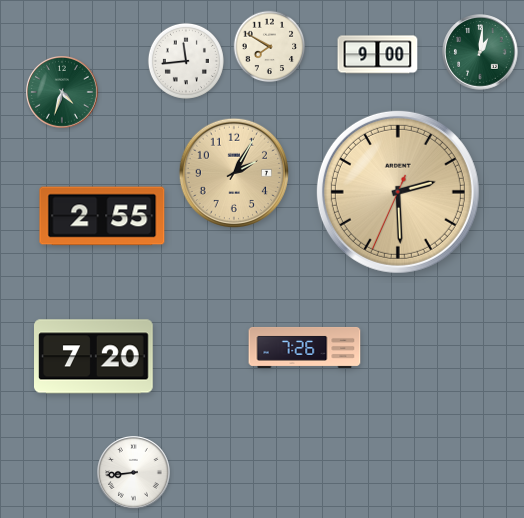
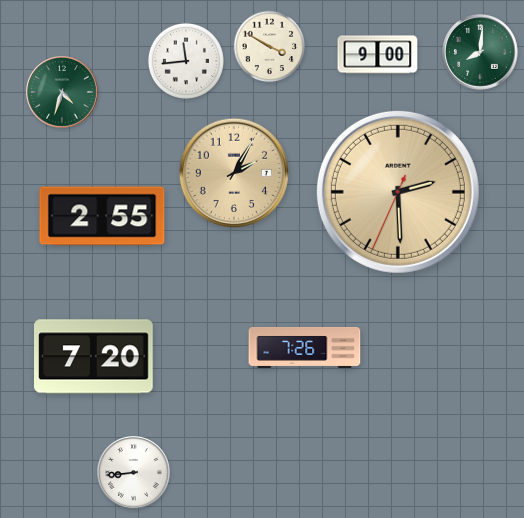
clock at (270, 47): 7:50 -> 3:50
clock at (480, 52): 1:01 -> 8:01
